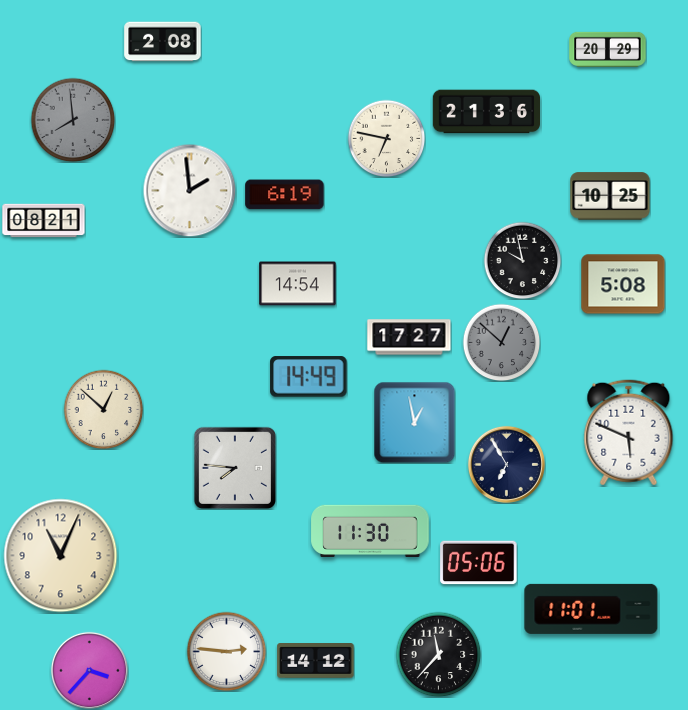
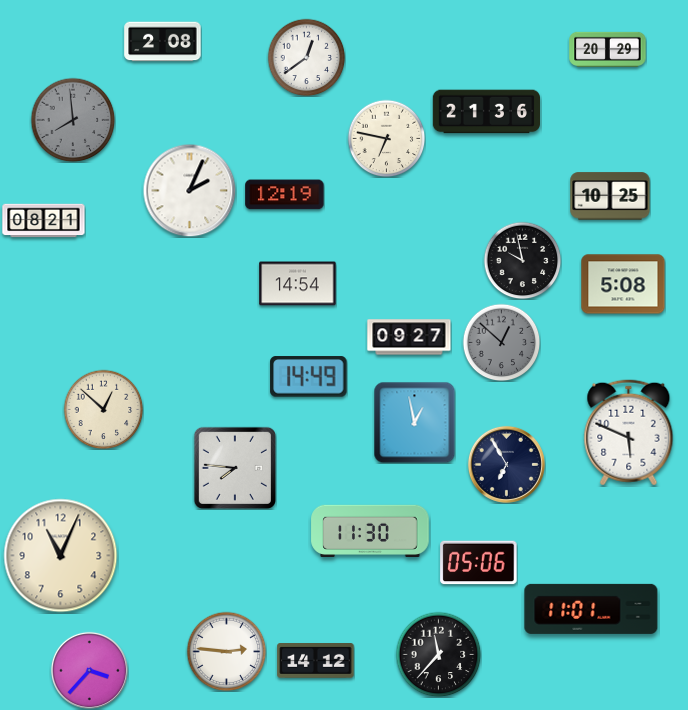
clock at (306, 57): none -> 12:39
clock at (189, 190): 1:59 -> 2:04
clock at (285, 195): 6:19 -> 12:19
clock at (409, 337): 17:27 -> 09:27
